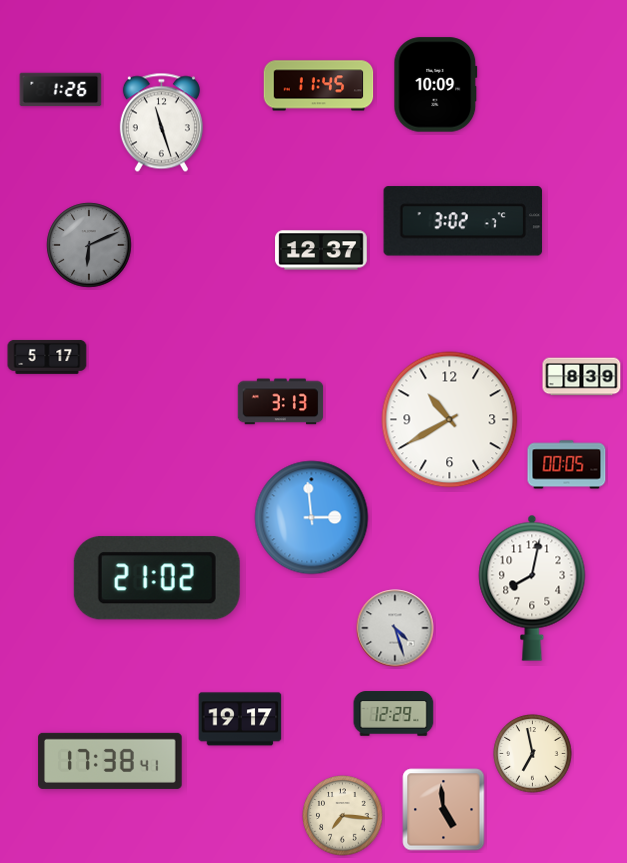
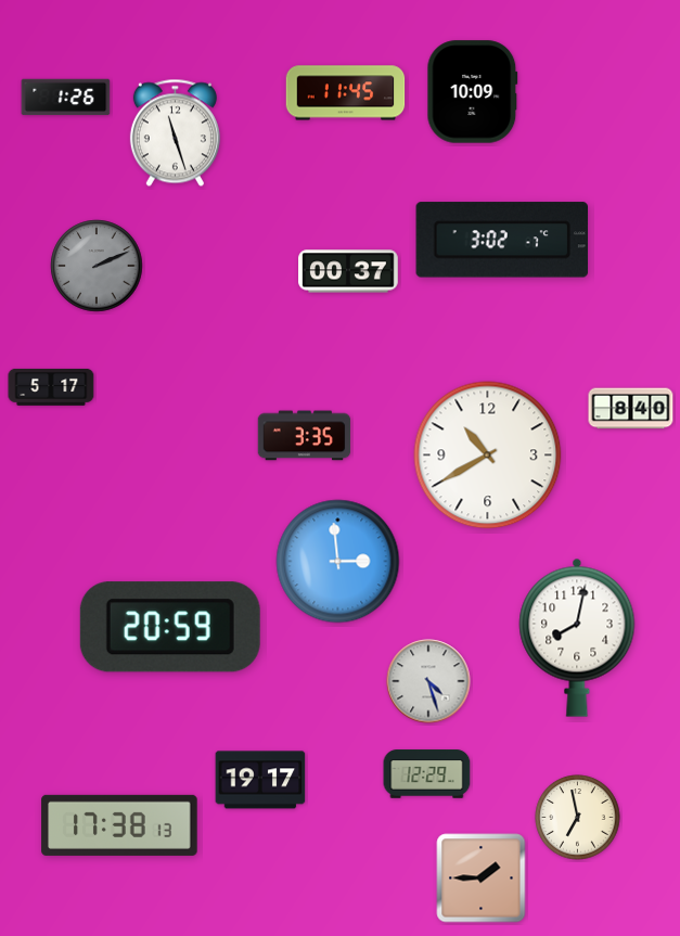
clock at (89, 245): 6:11 -> 2:11
clock at (321, 250): 12:37 -> 00:37
clock at (582, 377): 8:39 -> 8:40
clock at (281, 402): 3:13 -> 3:35
clock at (567, 465): 00:05 -> none
clock at (157, 578): 21:02 -> 20:59
clock at (110, 761): 17:38:41 -> 17:38:13
clock at (444, 810): 4:59 -> 1:45
clock at (343, 816): 7:16 -> none
